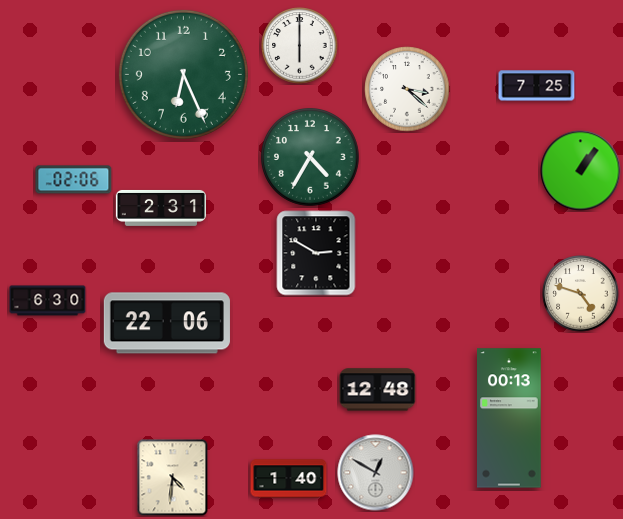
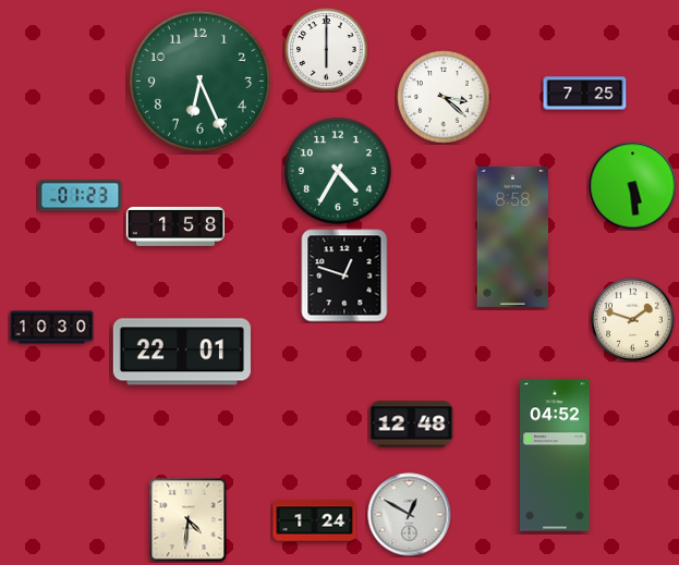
clock at (581, 171): 1:06 -> 5:29
clock at (74, 180): 02:06 -> 01:23
clock at (161, 208): 2:31 -> 1:58
clock at (513, 236): none -> 8:58
clock at (316, 253): 2:50 -> 12:48
clock at (581, 294): 4:48 -> 1:48
clock at (48, 301): 6:30 -> 10:30
clock at (167, 323): 22:06 -> 22:01
clock at (509, 418): 00:13 -> 04:52
clock at (289, 479): 1:40 -> 1:24
